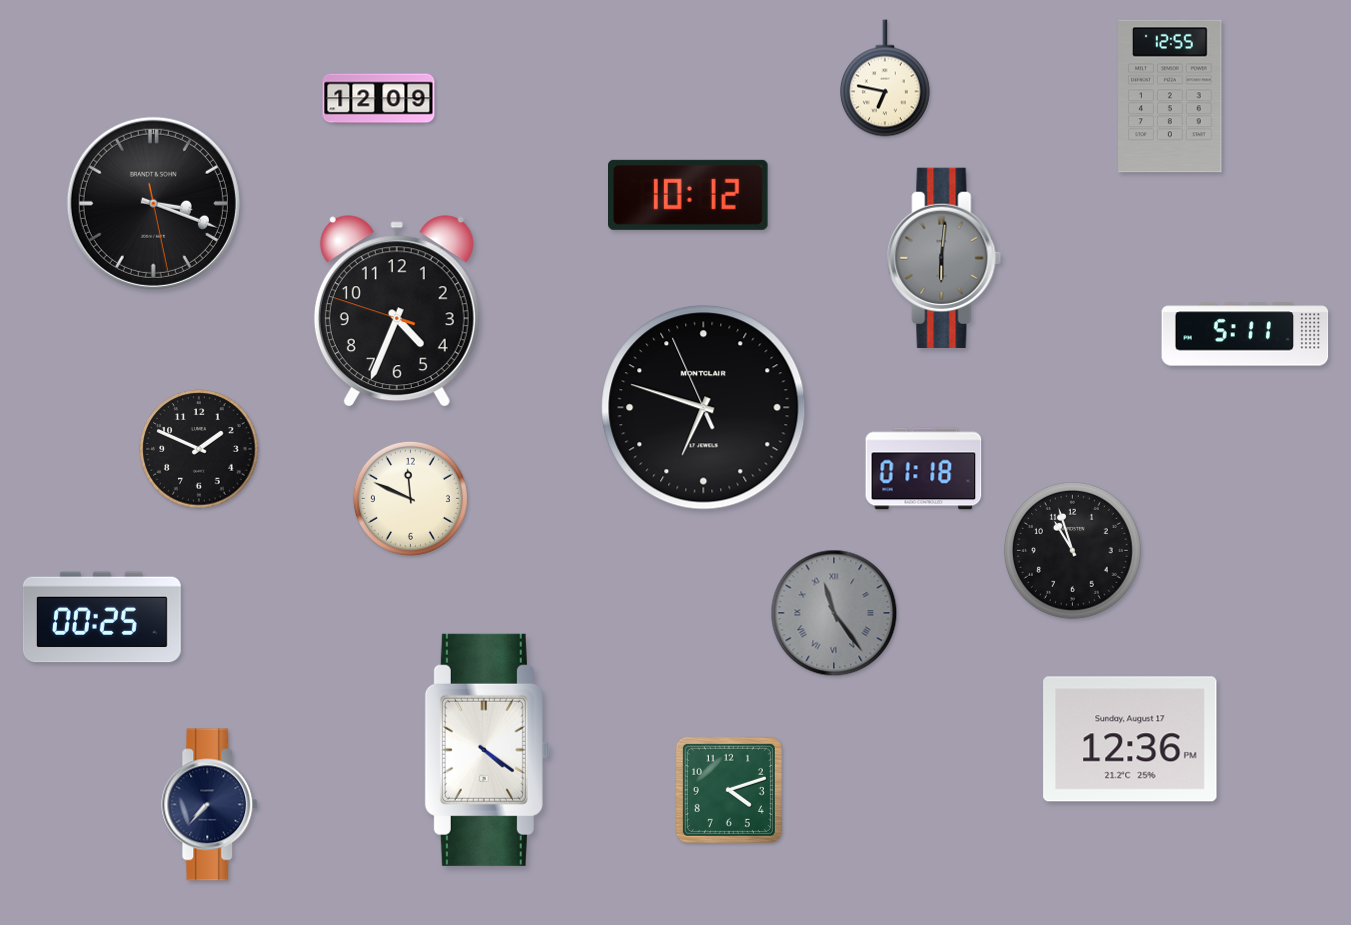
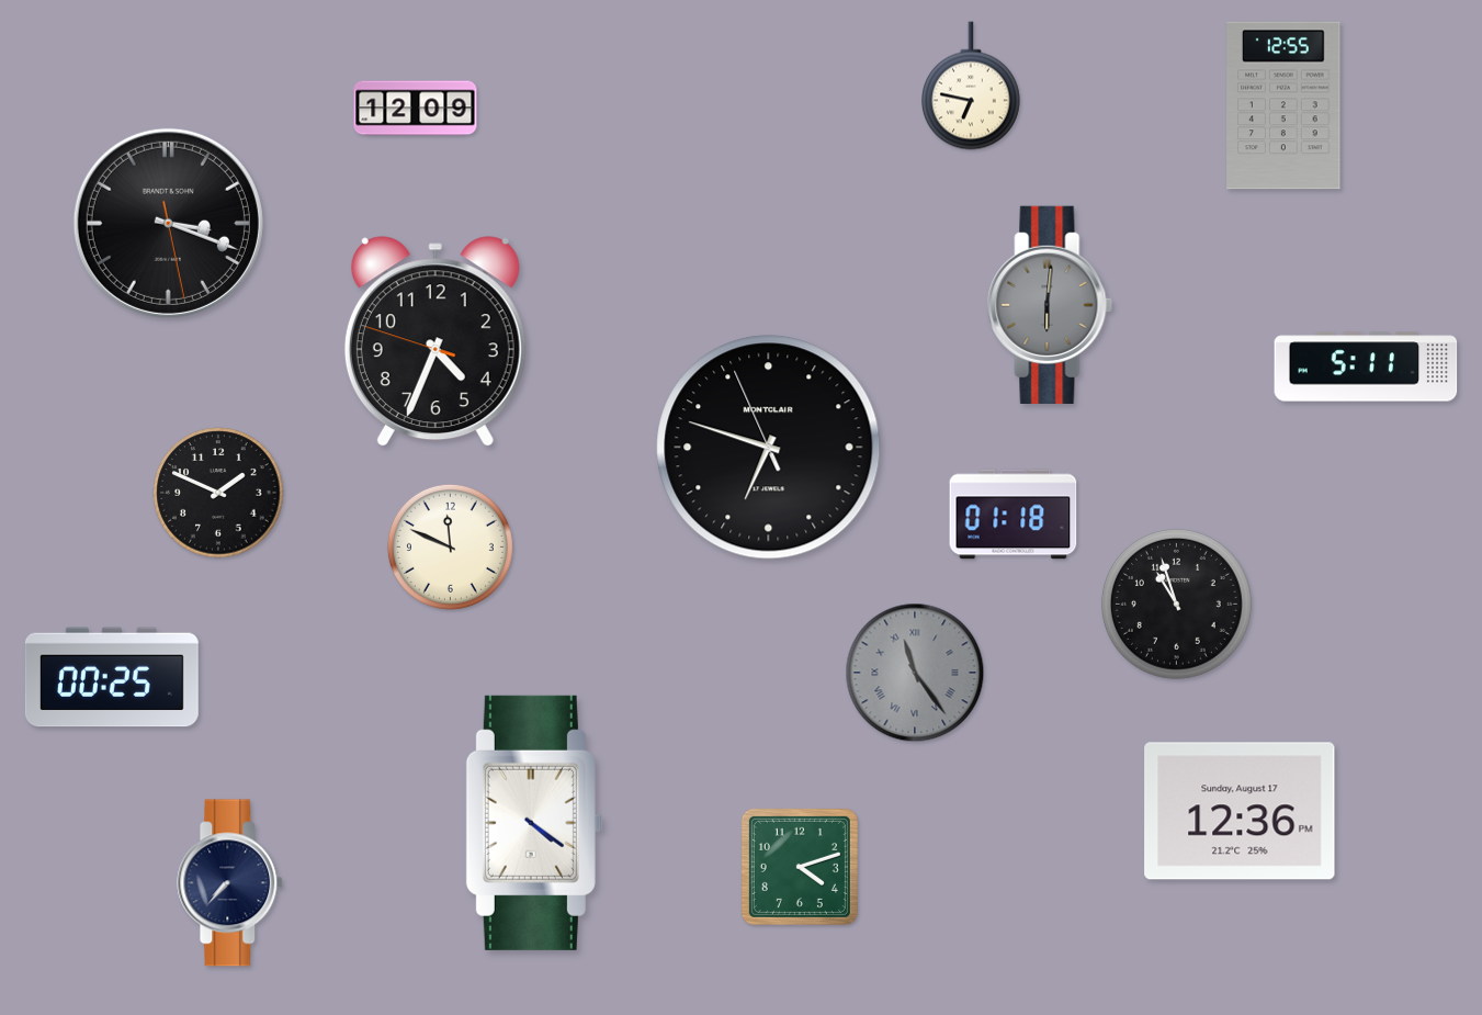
clock at (689, 195): 10:12 -> none
clock at (944, 258) position: (944, 258) -> (1050, 305)
clock at (704, 408) position: (704, 408) -> (769, 448)
